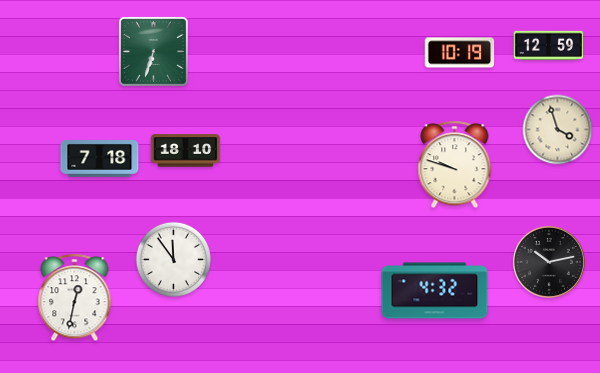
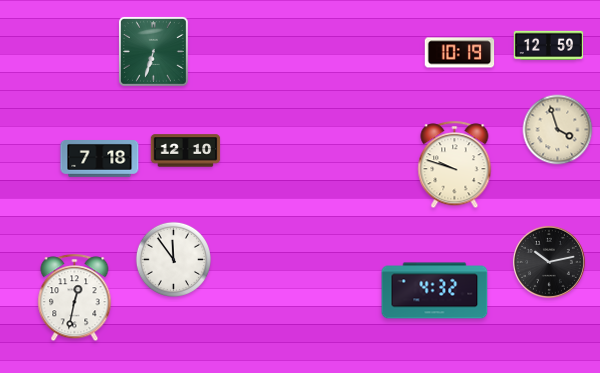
clock at (186, 151): 18:10 -> 12:10
